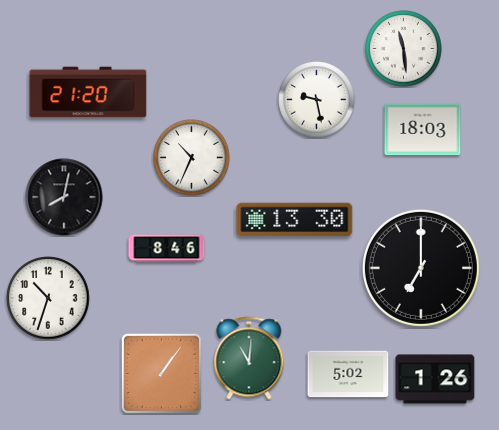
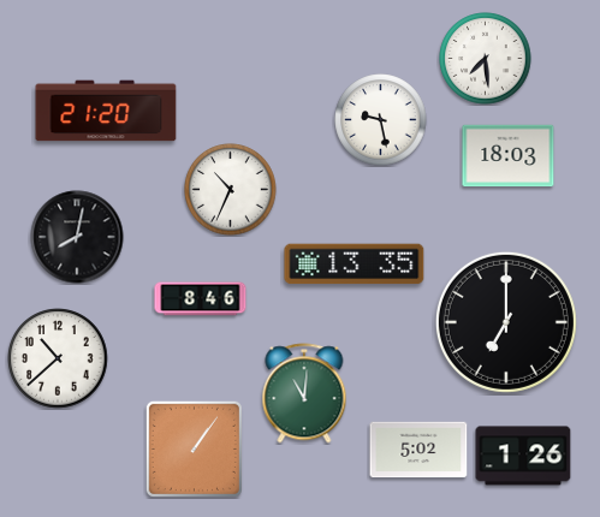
clock at (404, 49): 11:29 -> 7:29
clock at (295, 220): 13:30 -> 13:35
clock at (48, 298): 10:33 -> 10:38
clock at (249, 358) position: (249, 358) -> (304, 393)
